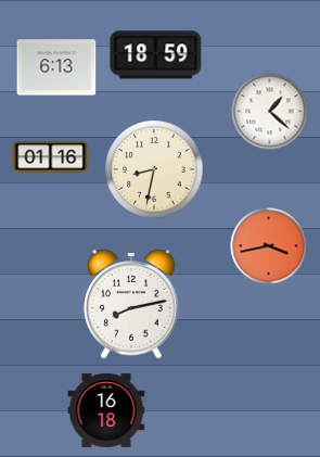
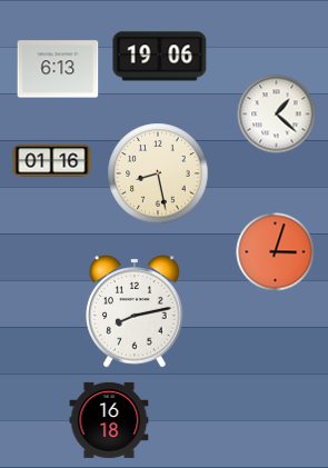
clock at (156, 55): 18:59 -> 19:06
clock at (154, 169): 8:32 -> 8:28
clock at (269, 246): 3:43 -> 3:03
